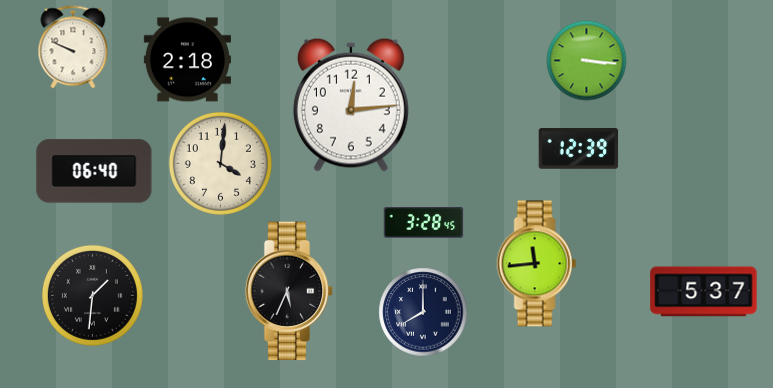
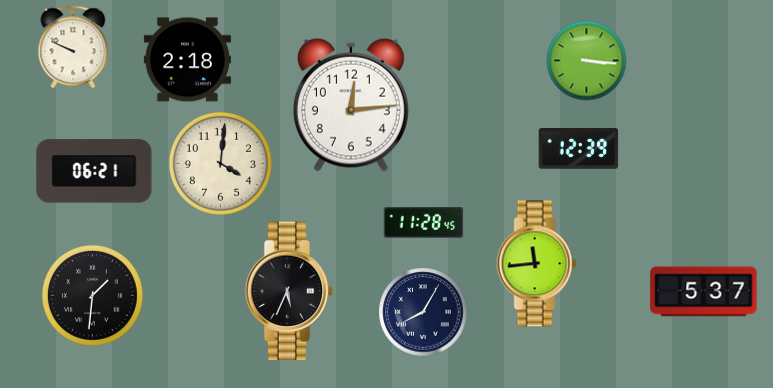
clock at (94, 171): 06:40 -> 06:21
clock at (423, 223): 3:28 -> 11:28
clock at (423, 312): 8:00 -> 8:05
